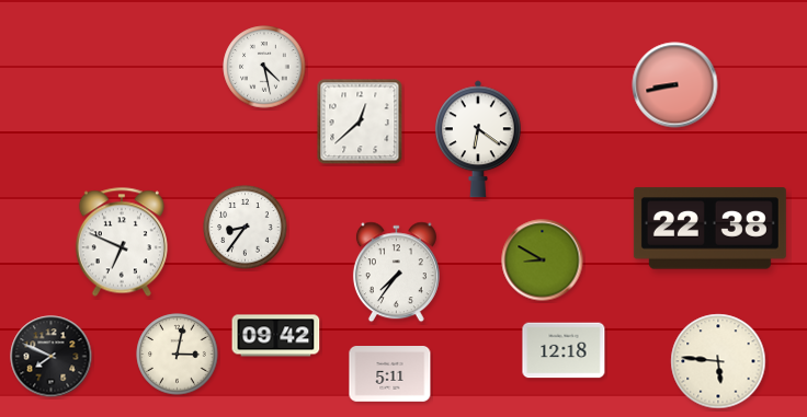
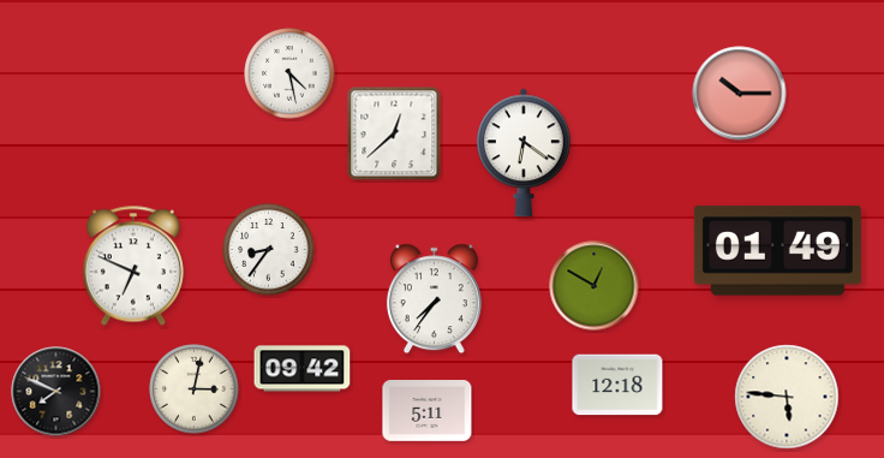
clock at (675, 85): 8:43 -> 10:15
clock at (709, 229): 22:38 -> 01:49
clock at (543, 260): 8:50 -> 12:50
